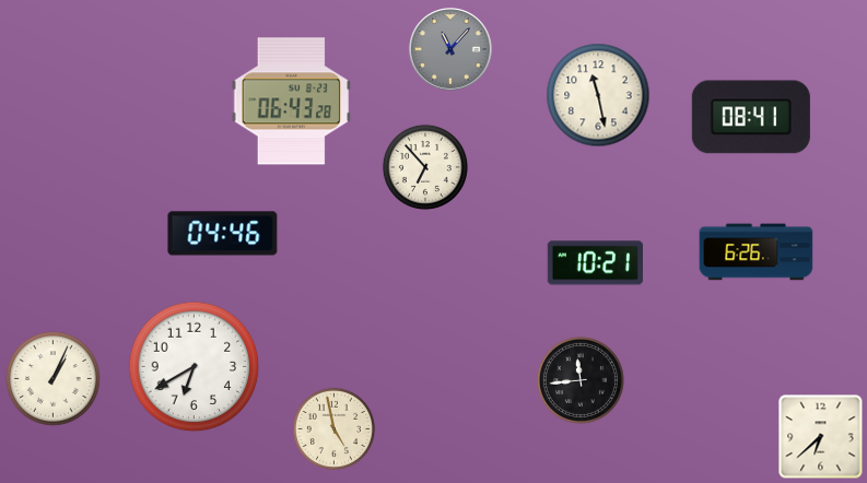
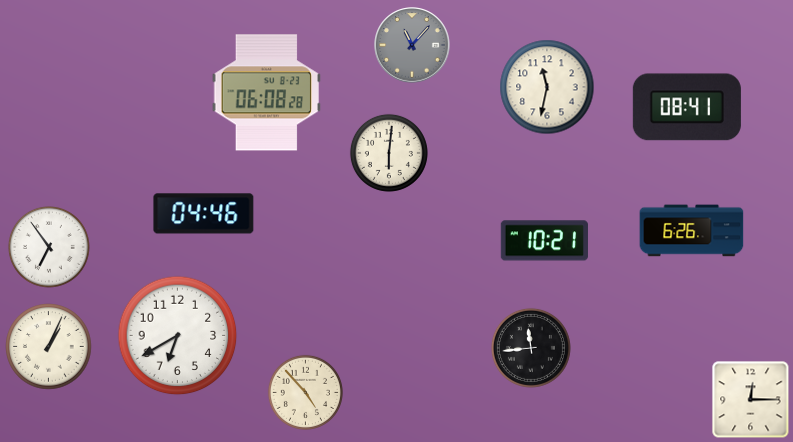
clock at (598, 95): 11:28 -> 11:32
clock at (292, 102): 06:43 -> 06:08
clock at (425, 167): 6:53 -> 6:01
clock at (49, 247): none -> 6:54
clock at (333, 428): 4:58 -> 4:53
clock at (821, 437): 6:38 -> 12:15
